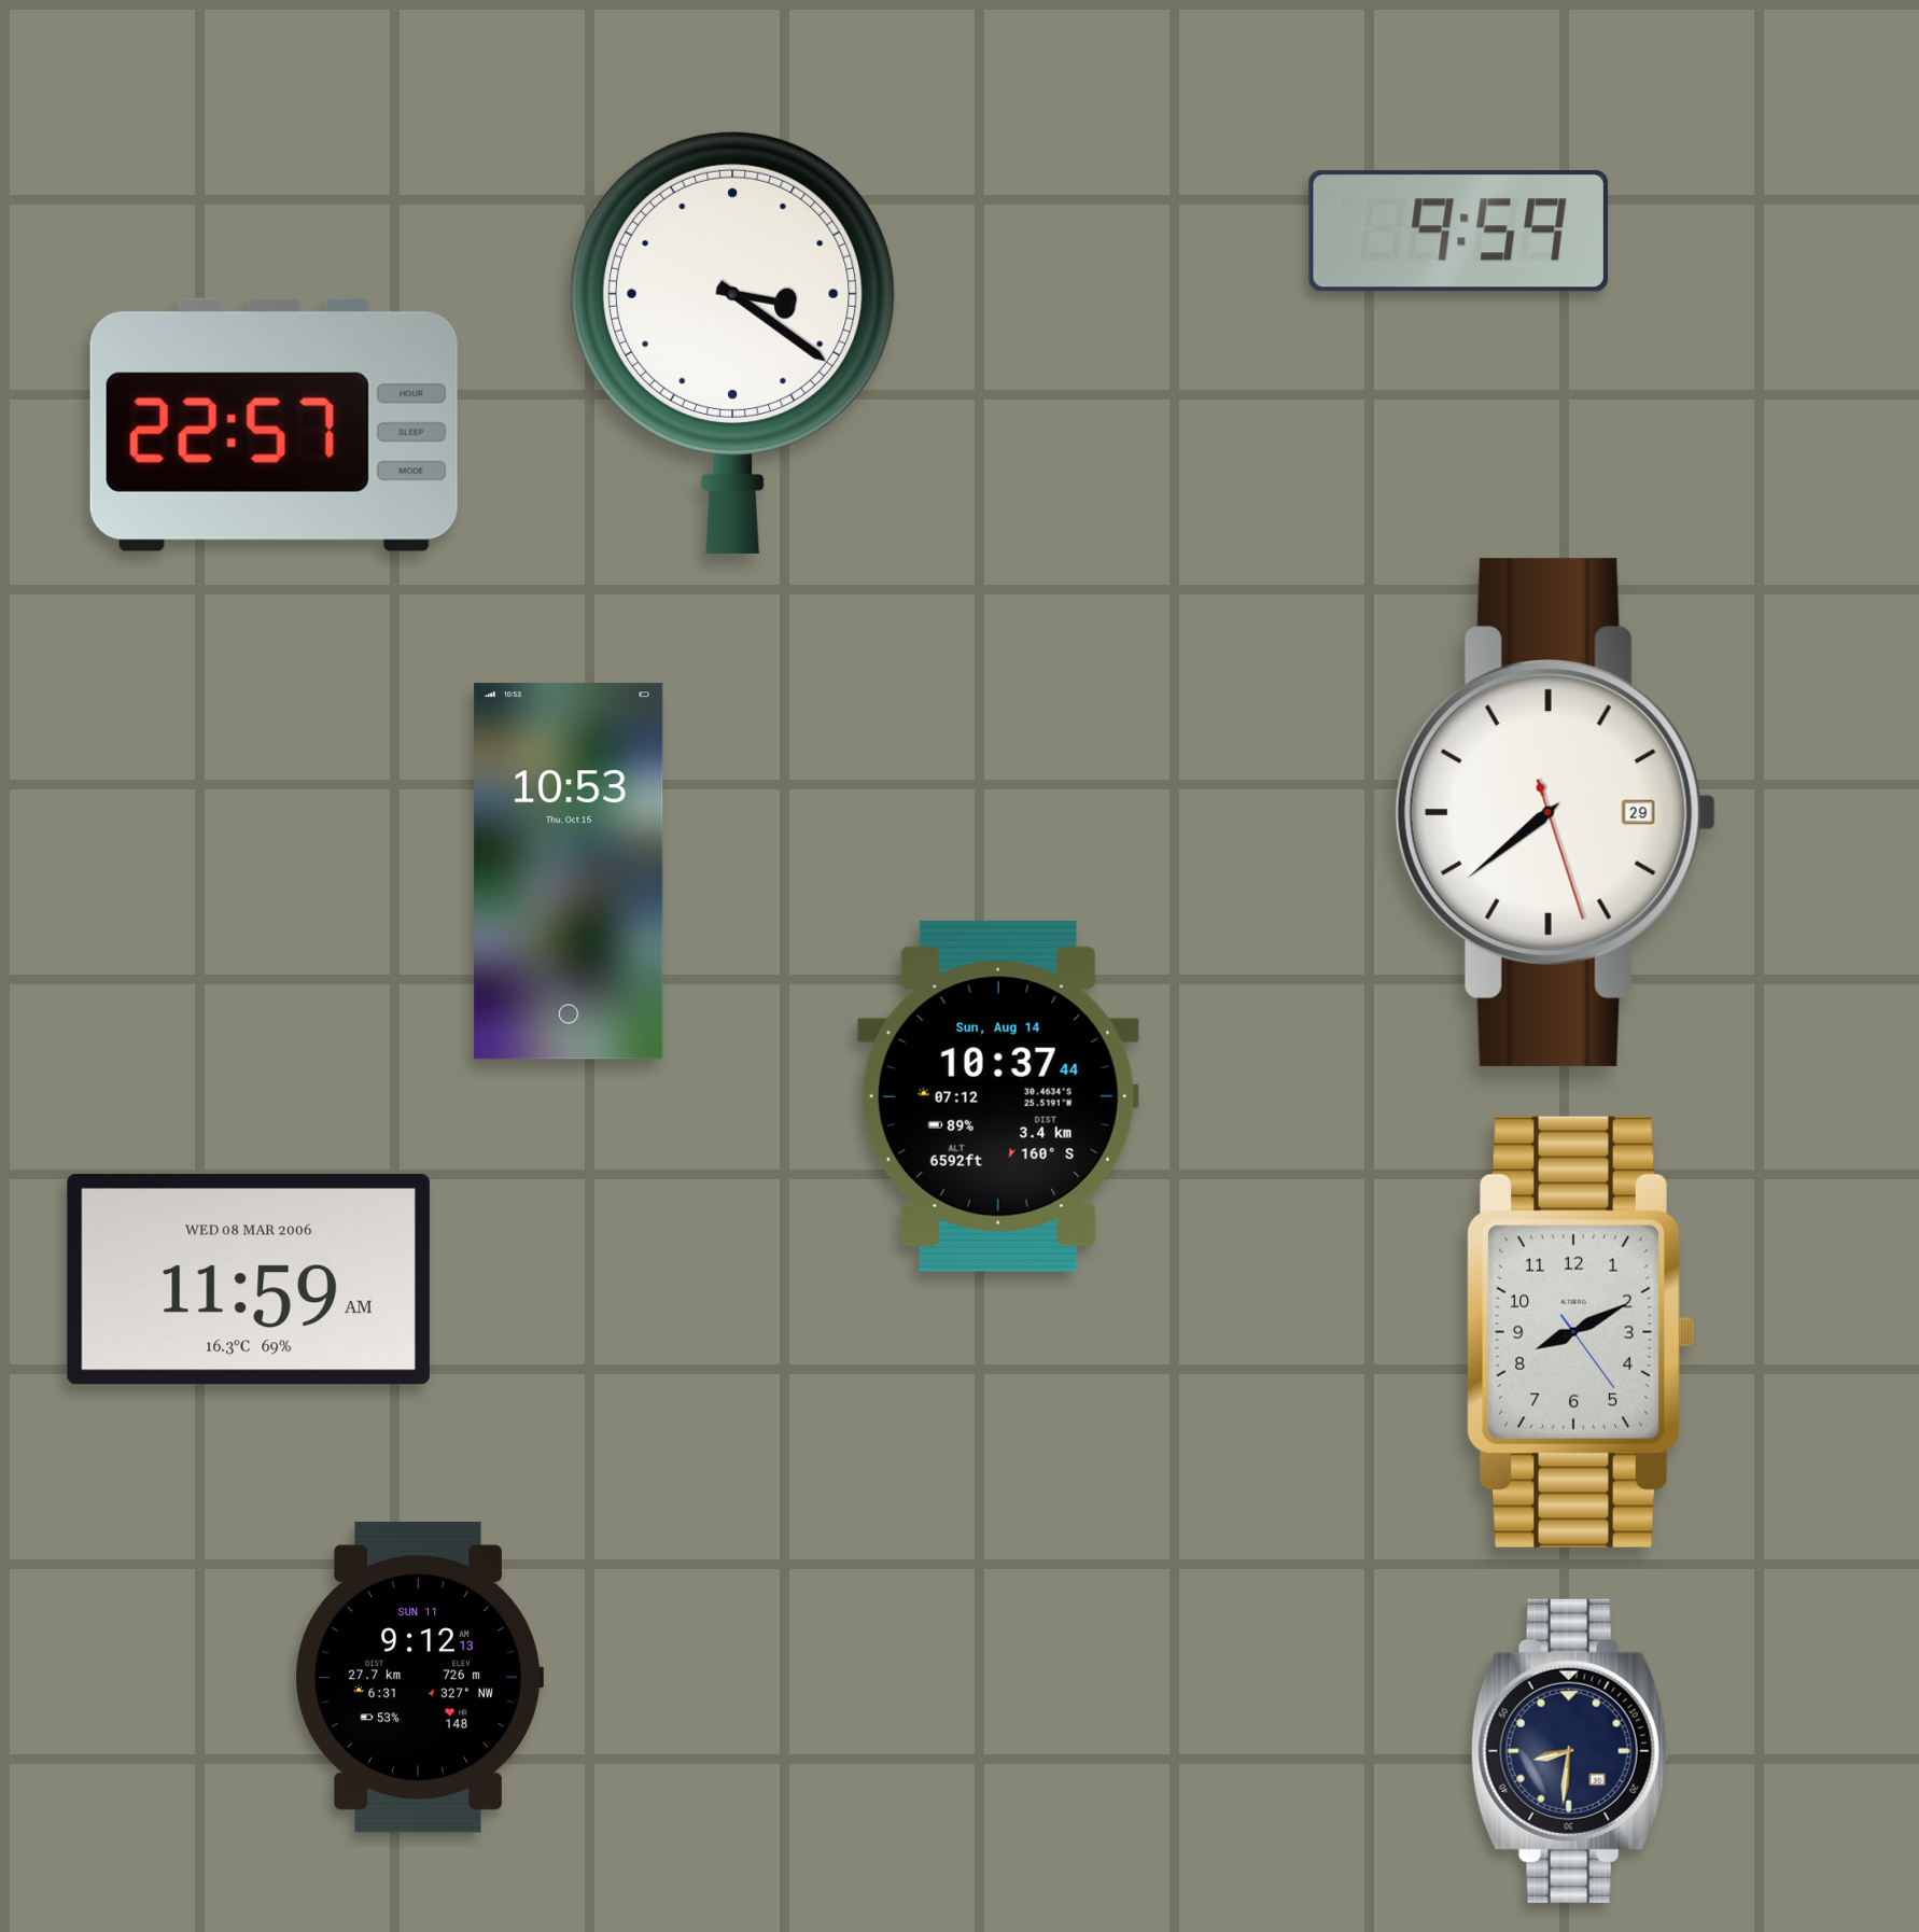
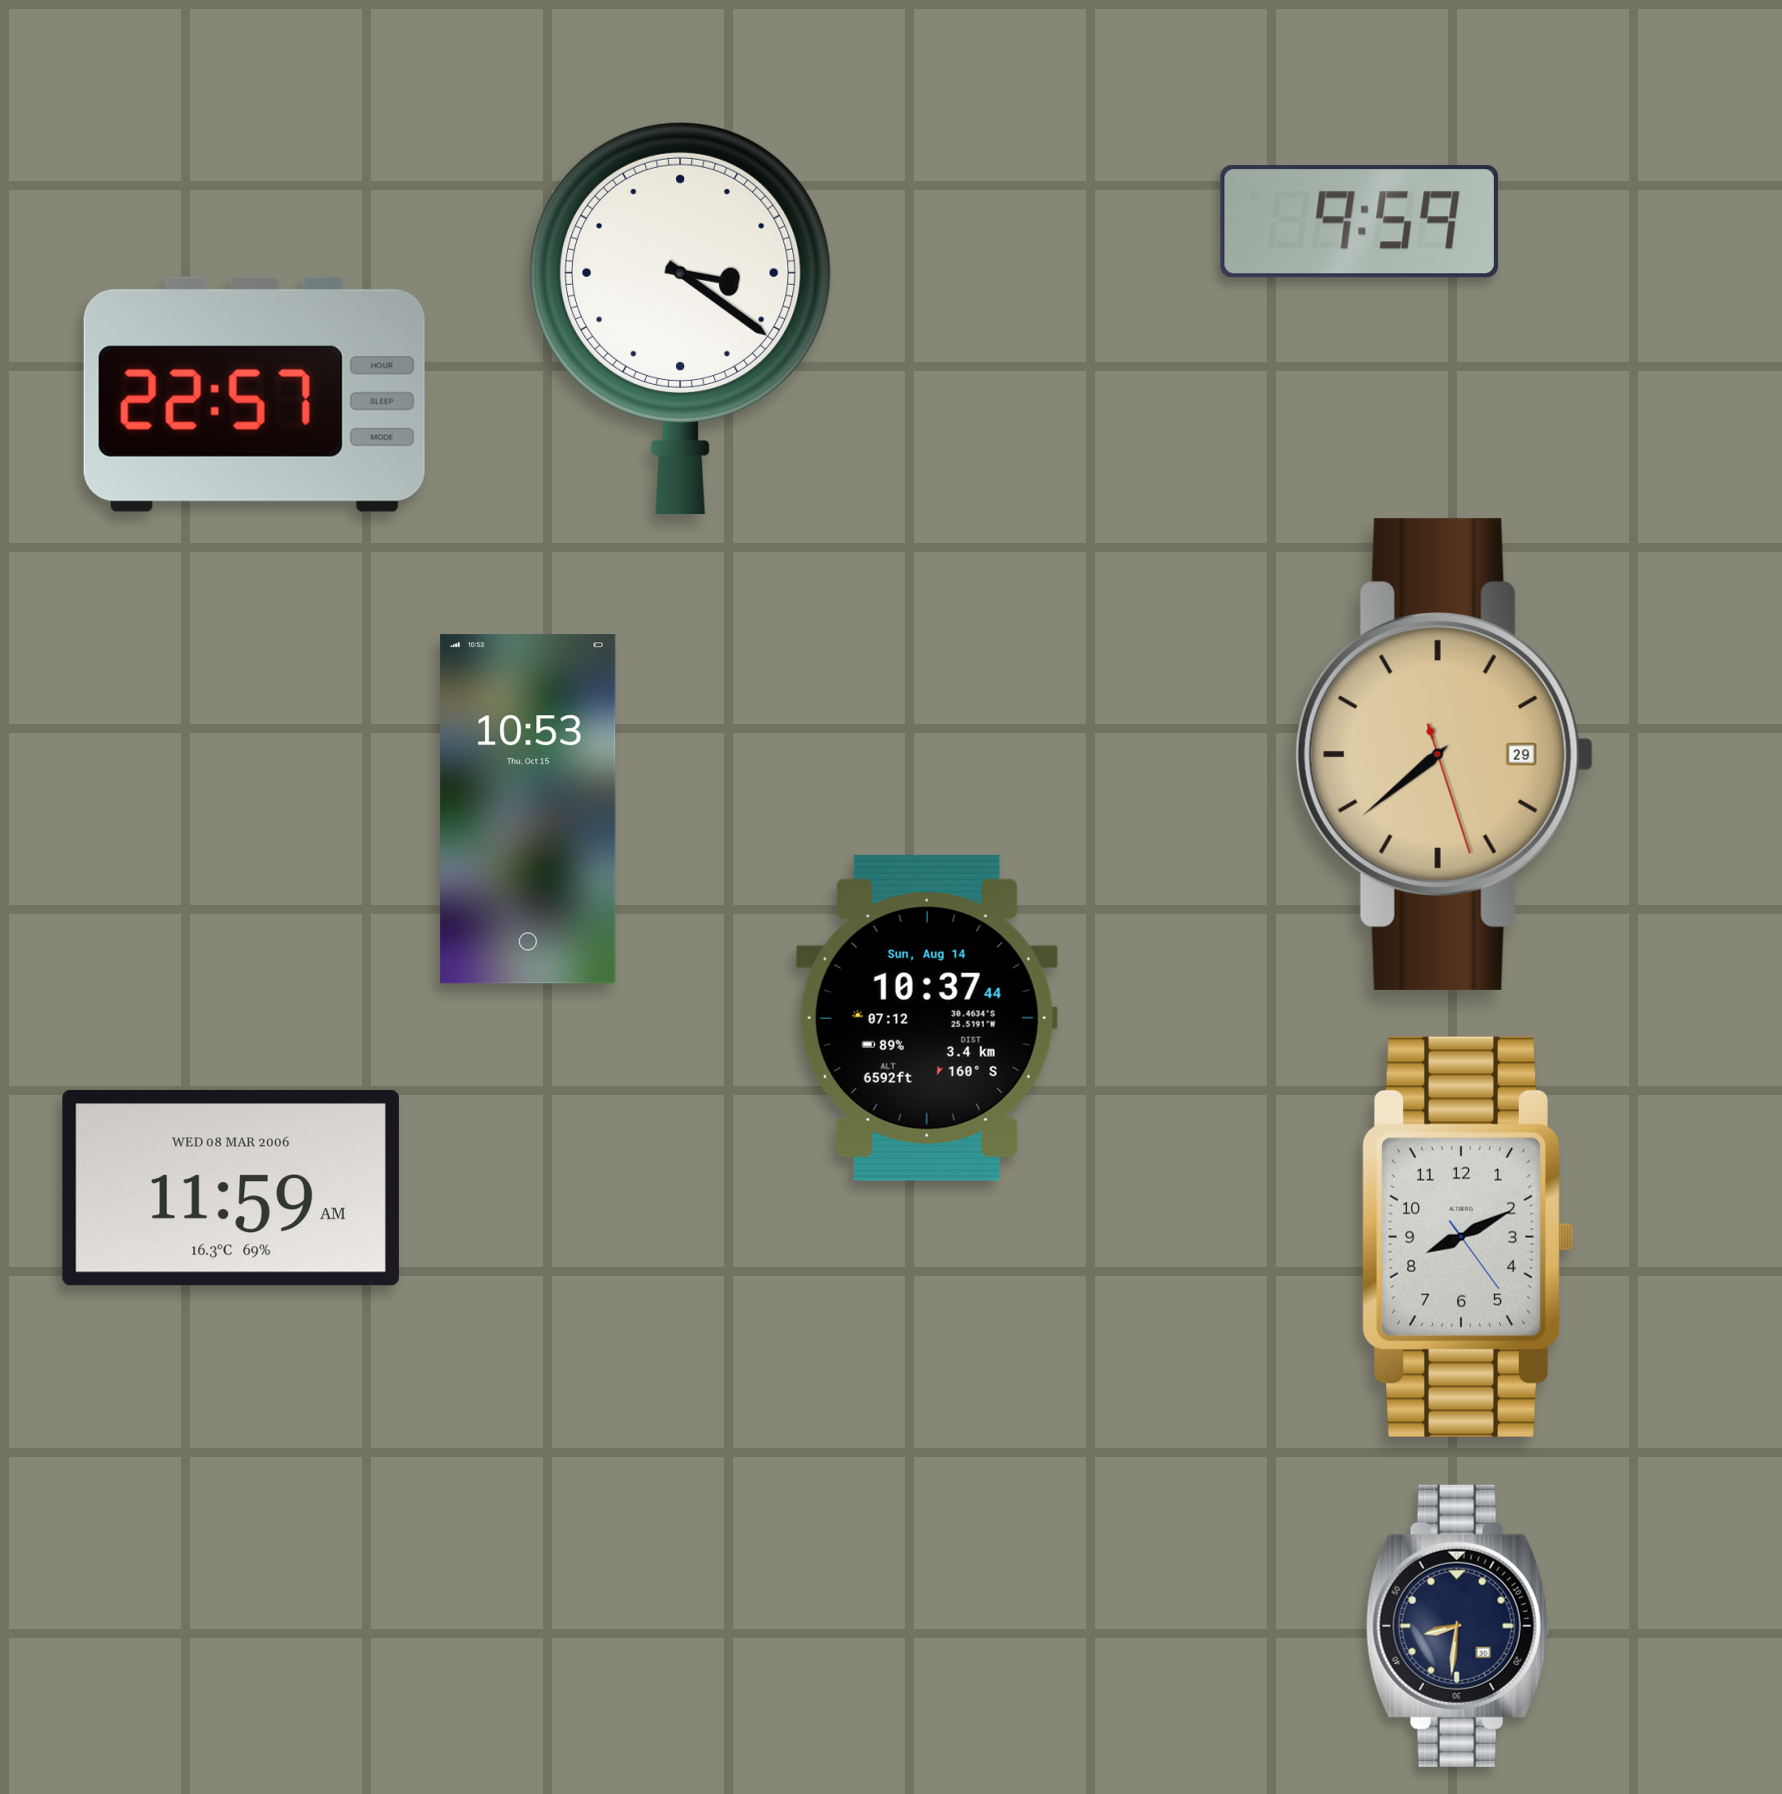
clock at (1458, 232) position: (1458, 232) -> (1359, 222)
clock at (1555, 812) dial: white -> champagne
clock at (419, 1678): 9:12 -> none
